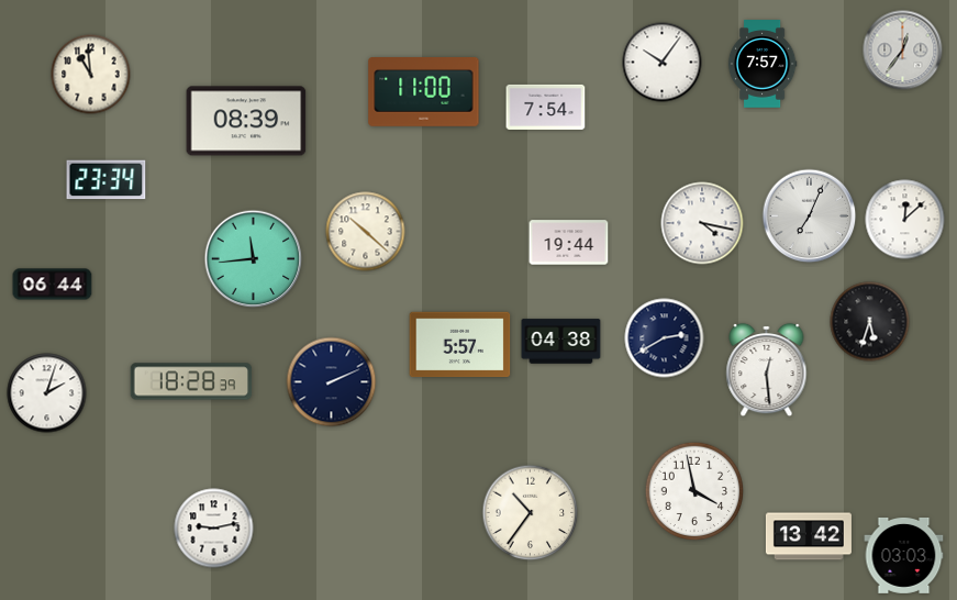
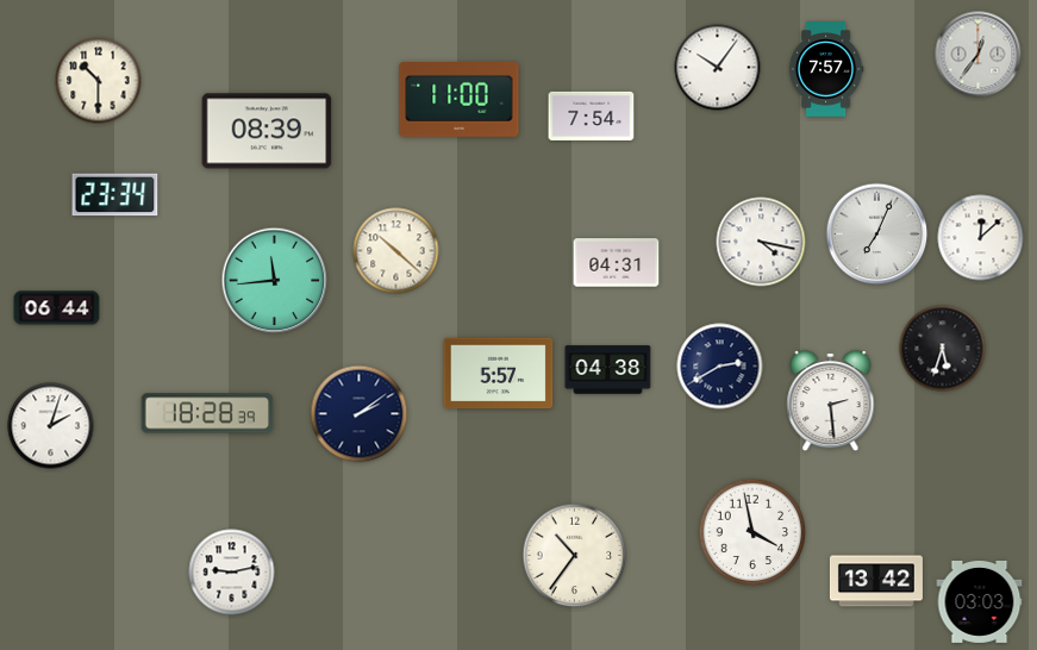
clock at (91, 75): 10:59 -> 10:30
clock at (569, 243): 19:44 -> 04:31
clock at (767, 370): 12:29 -> 2:29
clock at (332, 382): 2:11 -> 2:09
